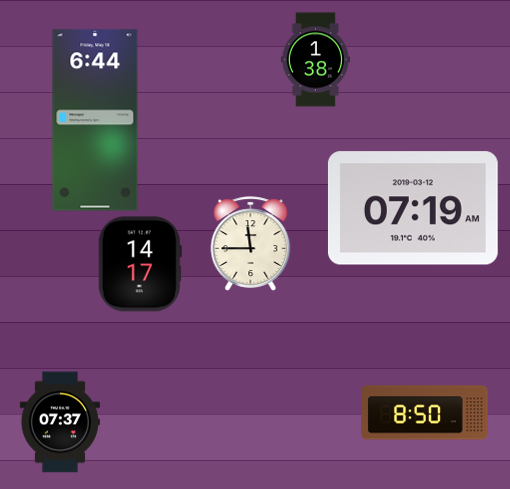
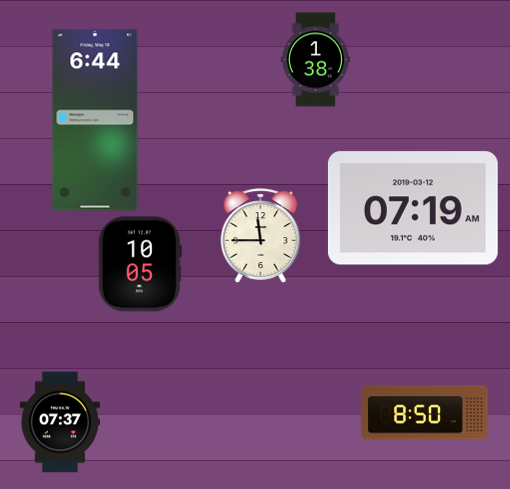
clock at (251, 244) position: (251, 244) -> (261, 236)
clock at (140, 264): 14:17 -> 10:05
